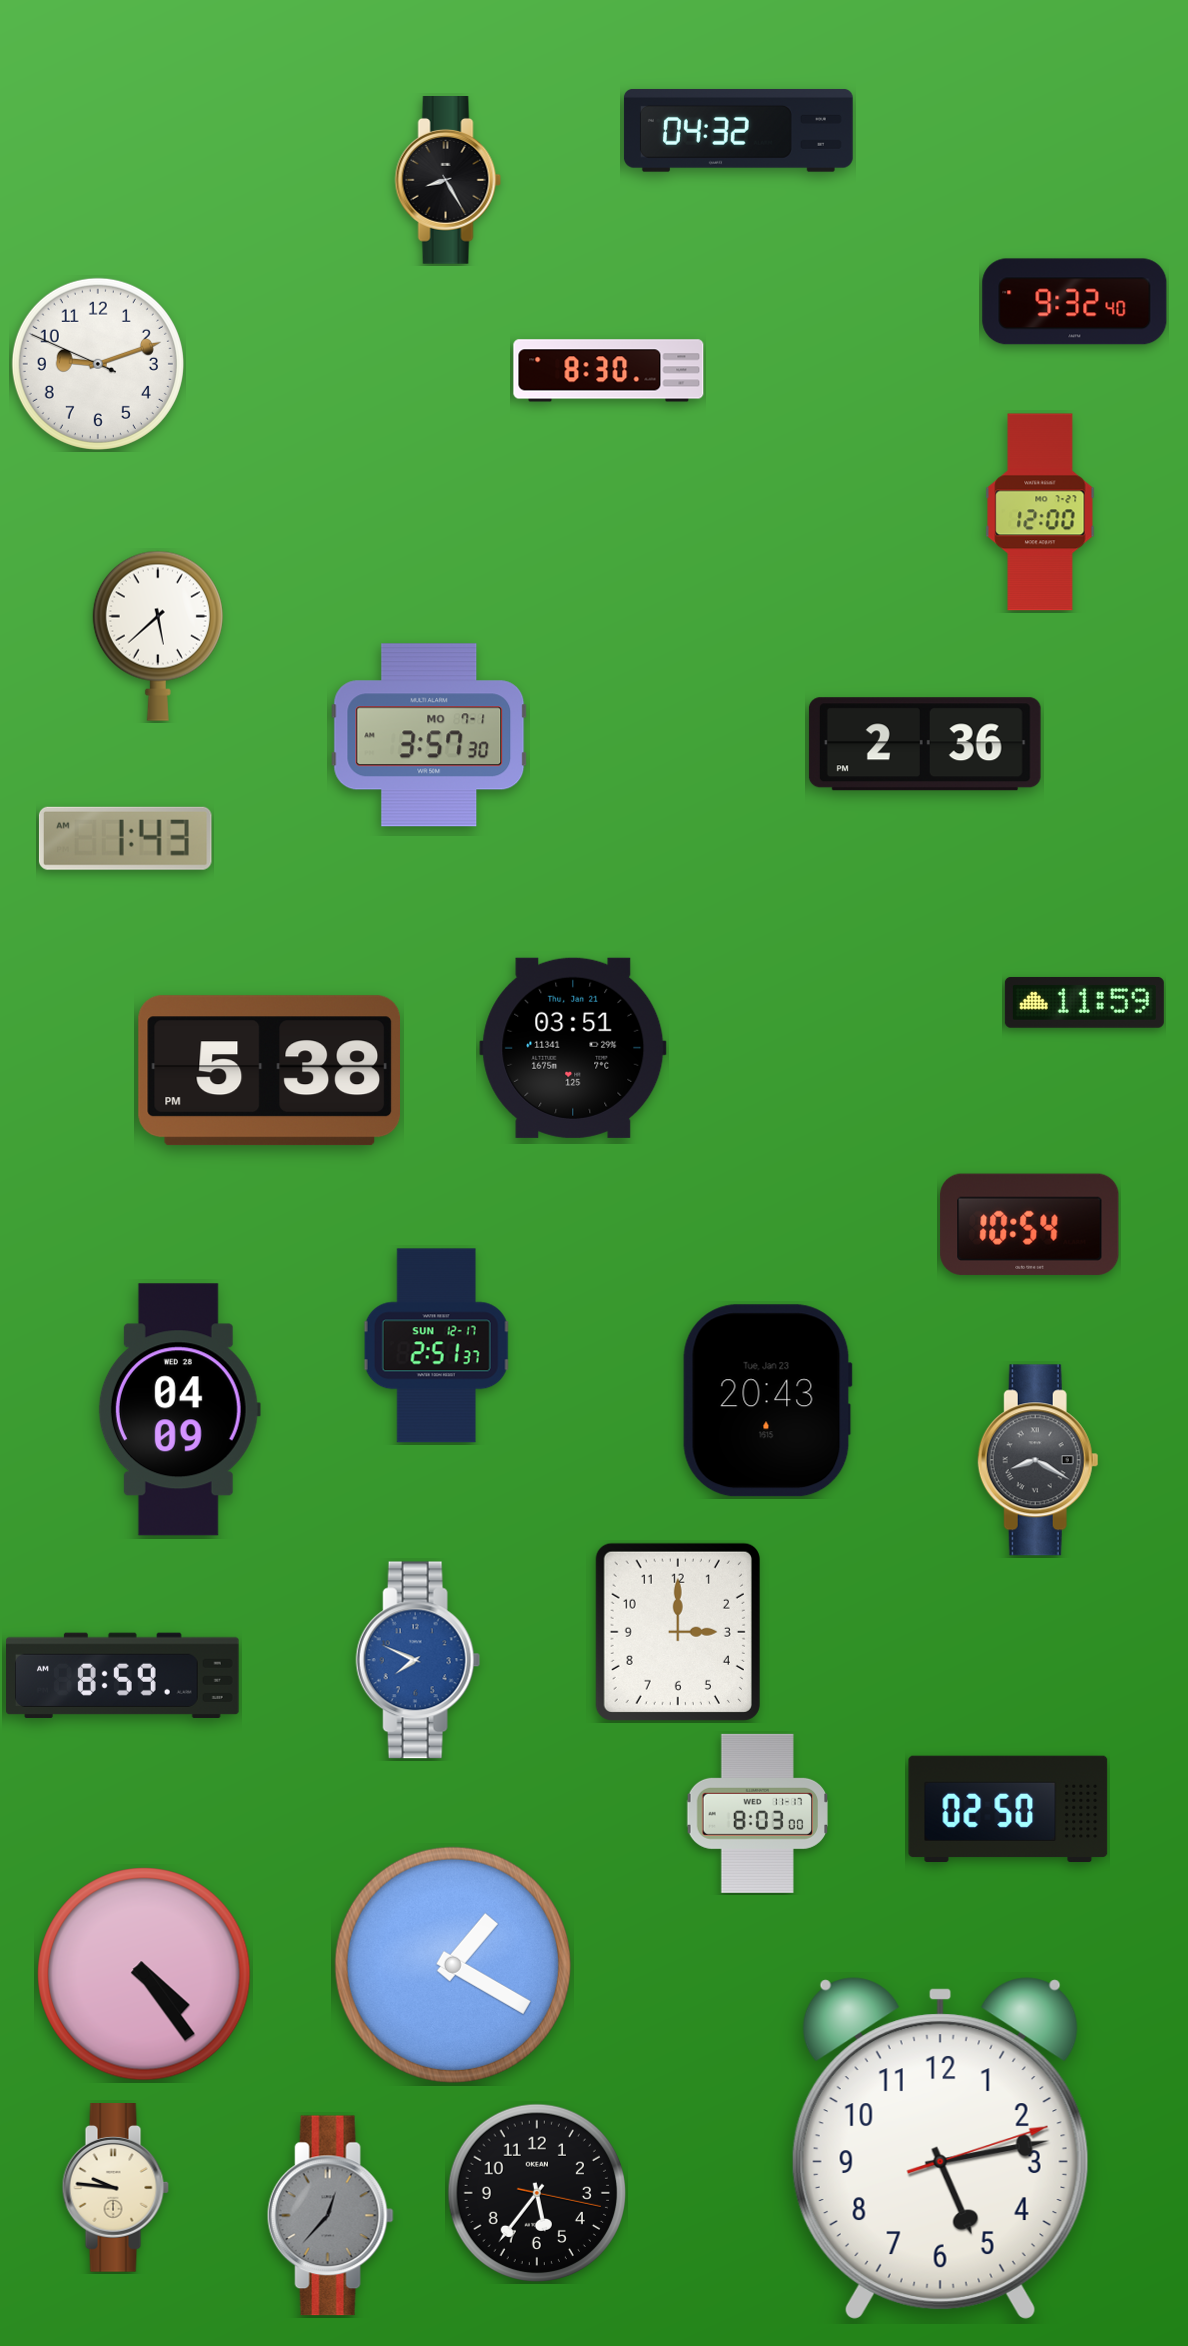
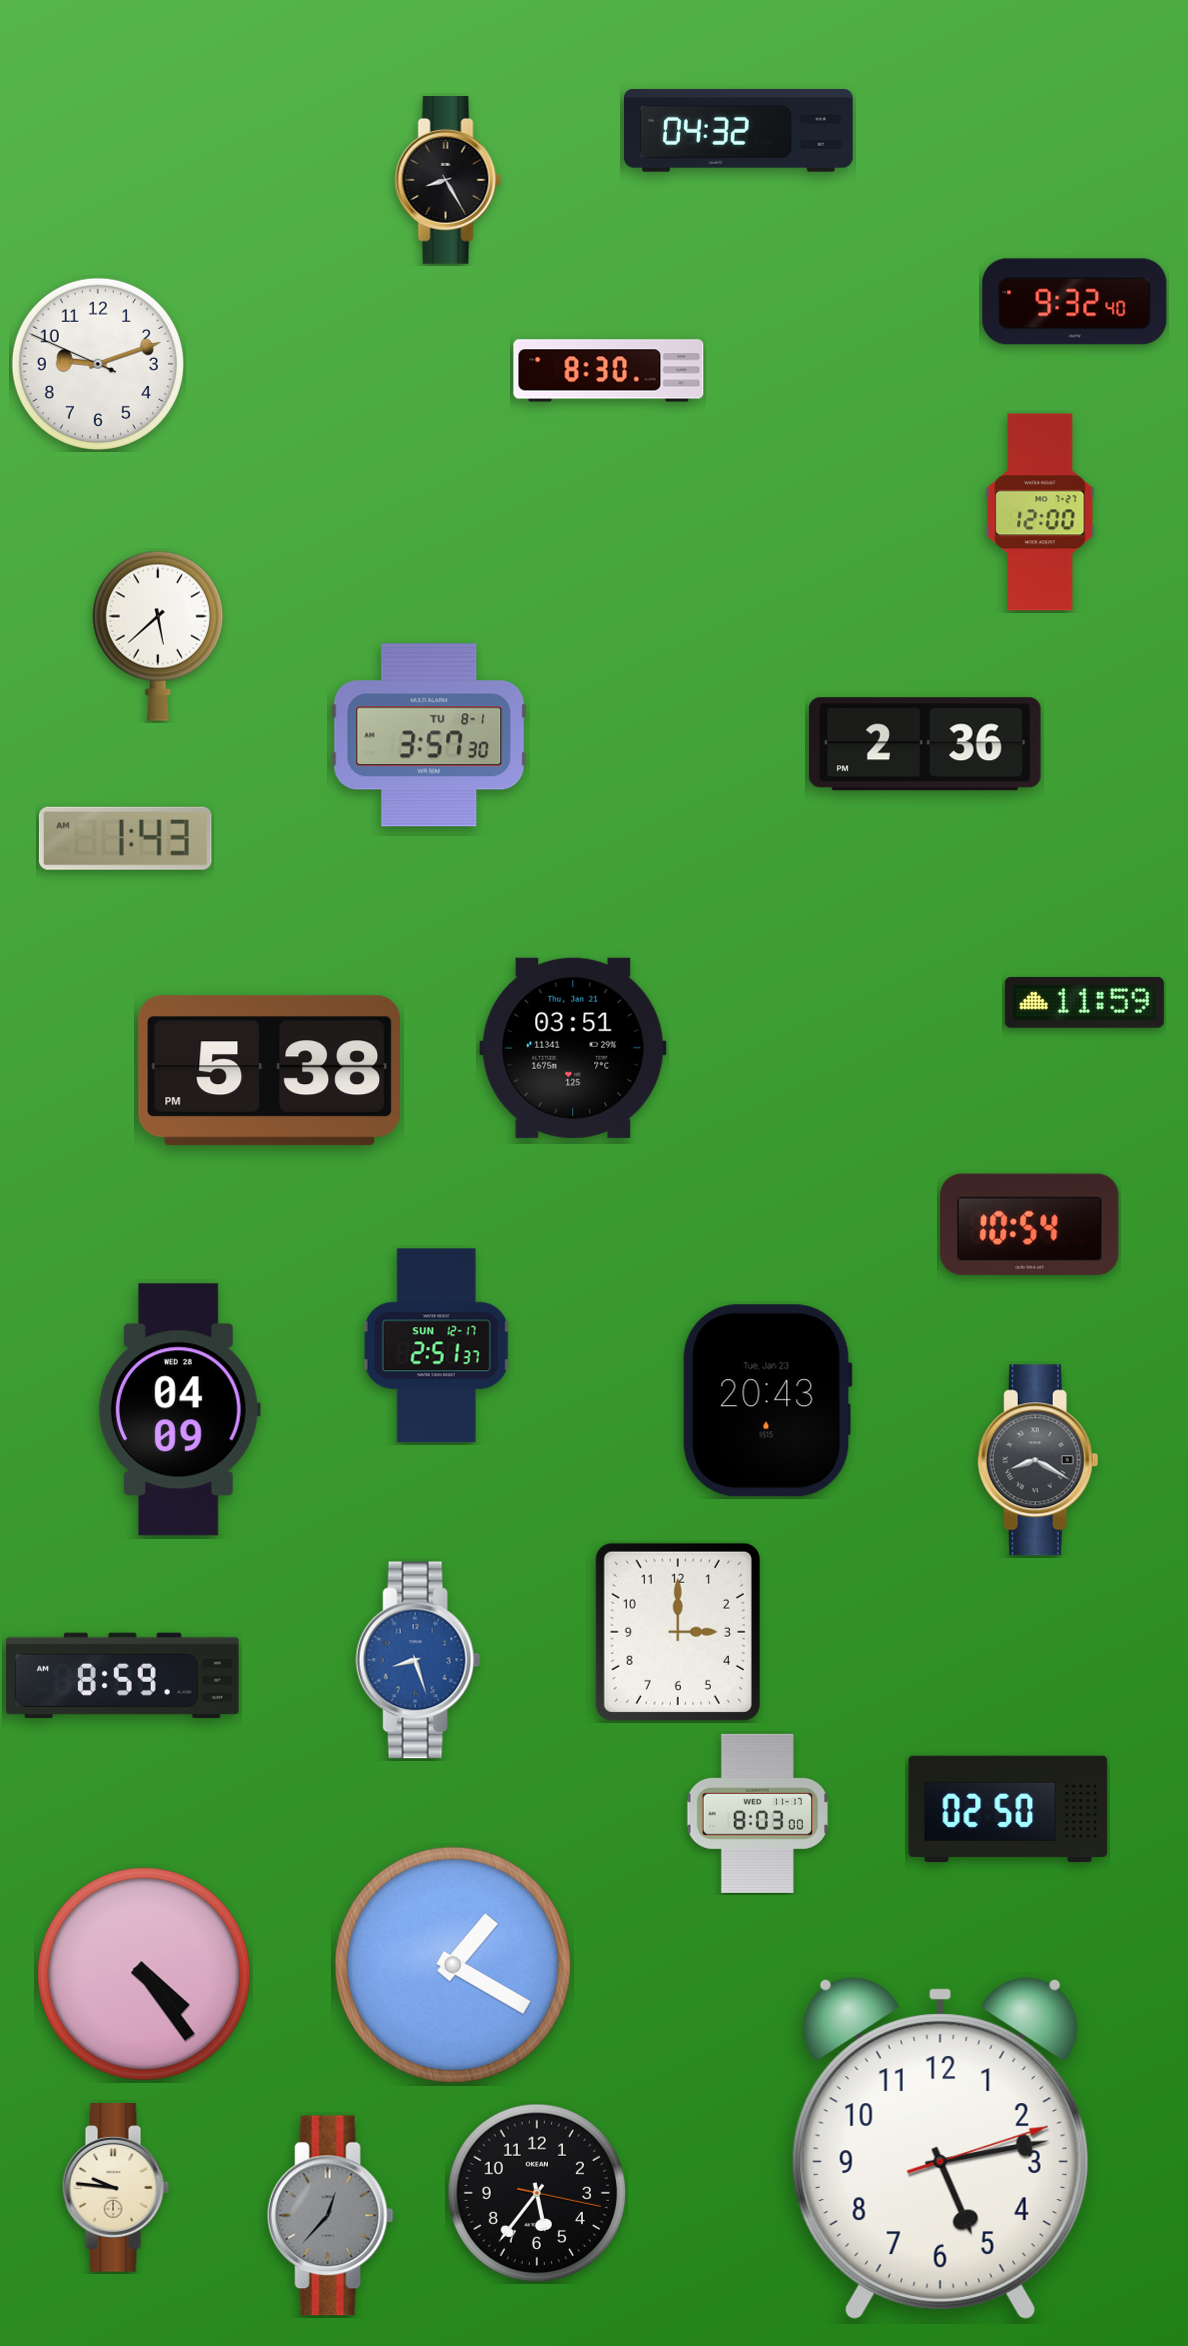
clock at (429, 735) date: MO 7-1 -> TU 8-1
clock at (418, 1660): 7:49 -> 8:27
